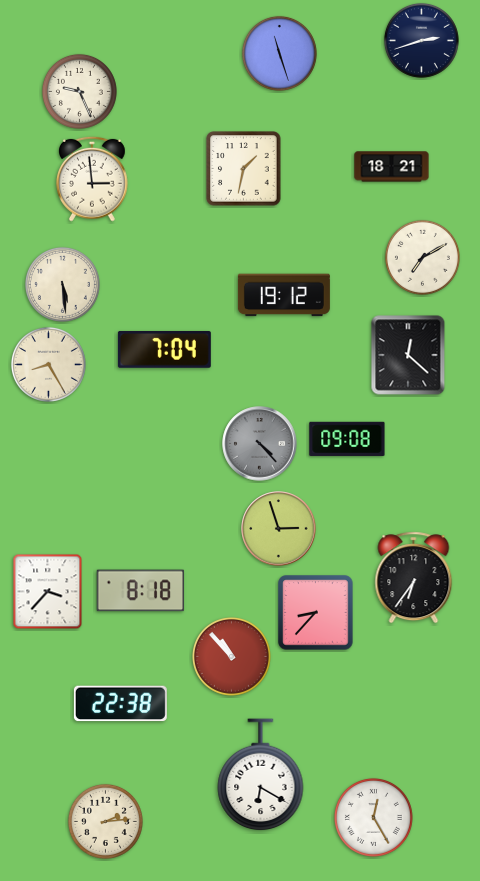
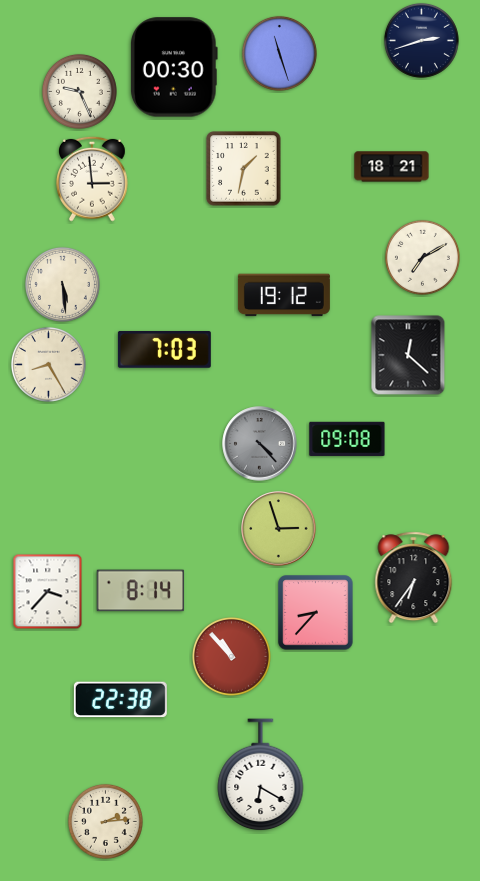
clock at (174, 67): none -> 00:30
clock at (164, 349): 7:04 -> 7:03
clock at (141, 591): 8:18 -> 8:14
clock at (120, 704) position: (120, 704) -> (120, 700)
clock at (373, 817): 12:25 -> none
